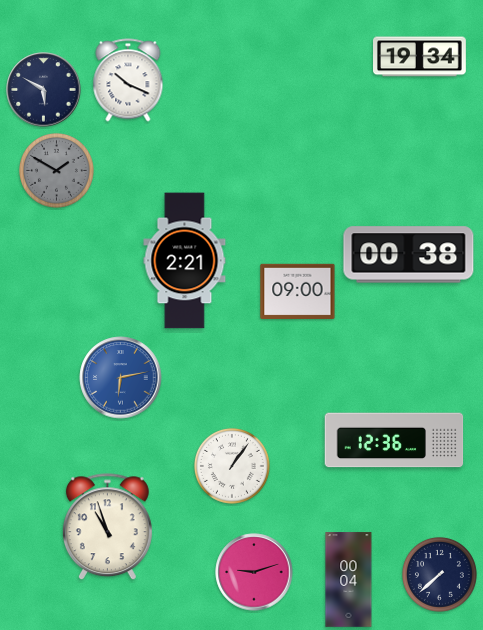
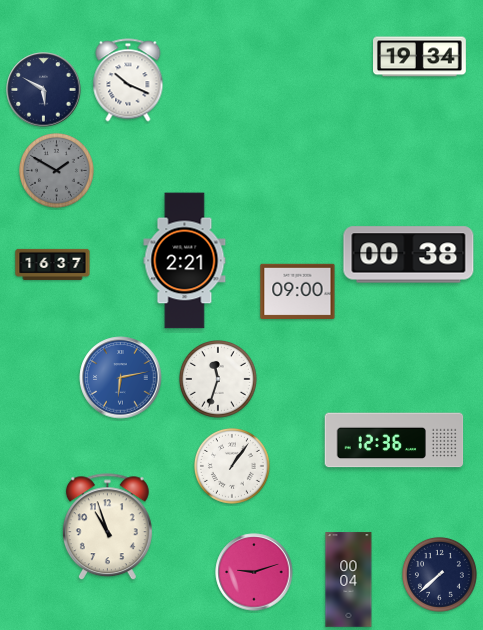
clock at (53, 264): none -> 16:37
clock at (219, 380): none -> 11:33
